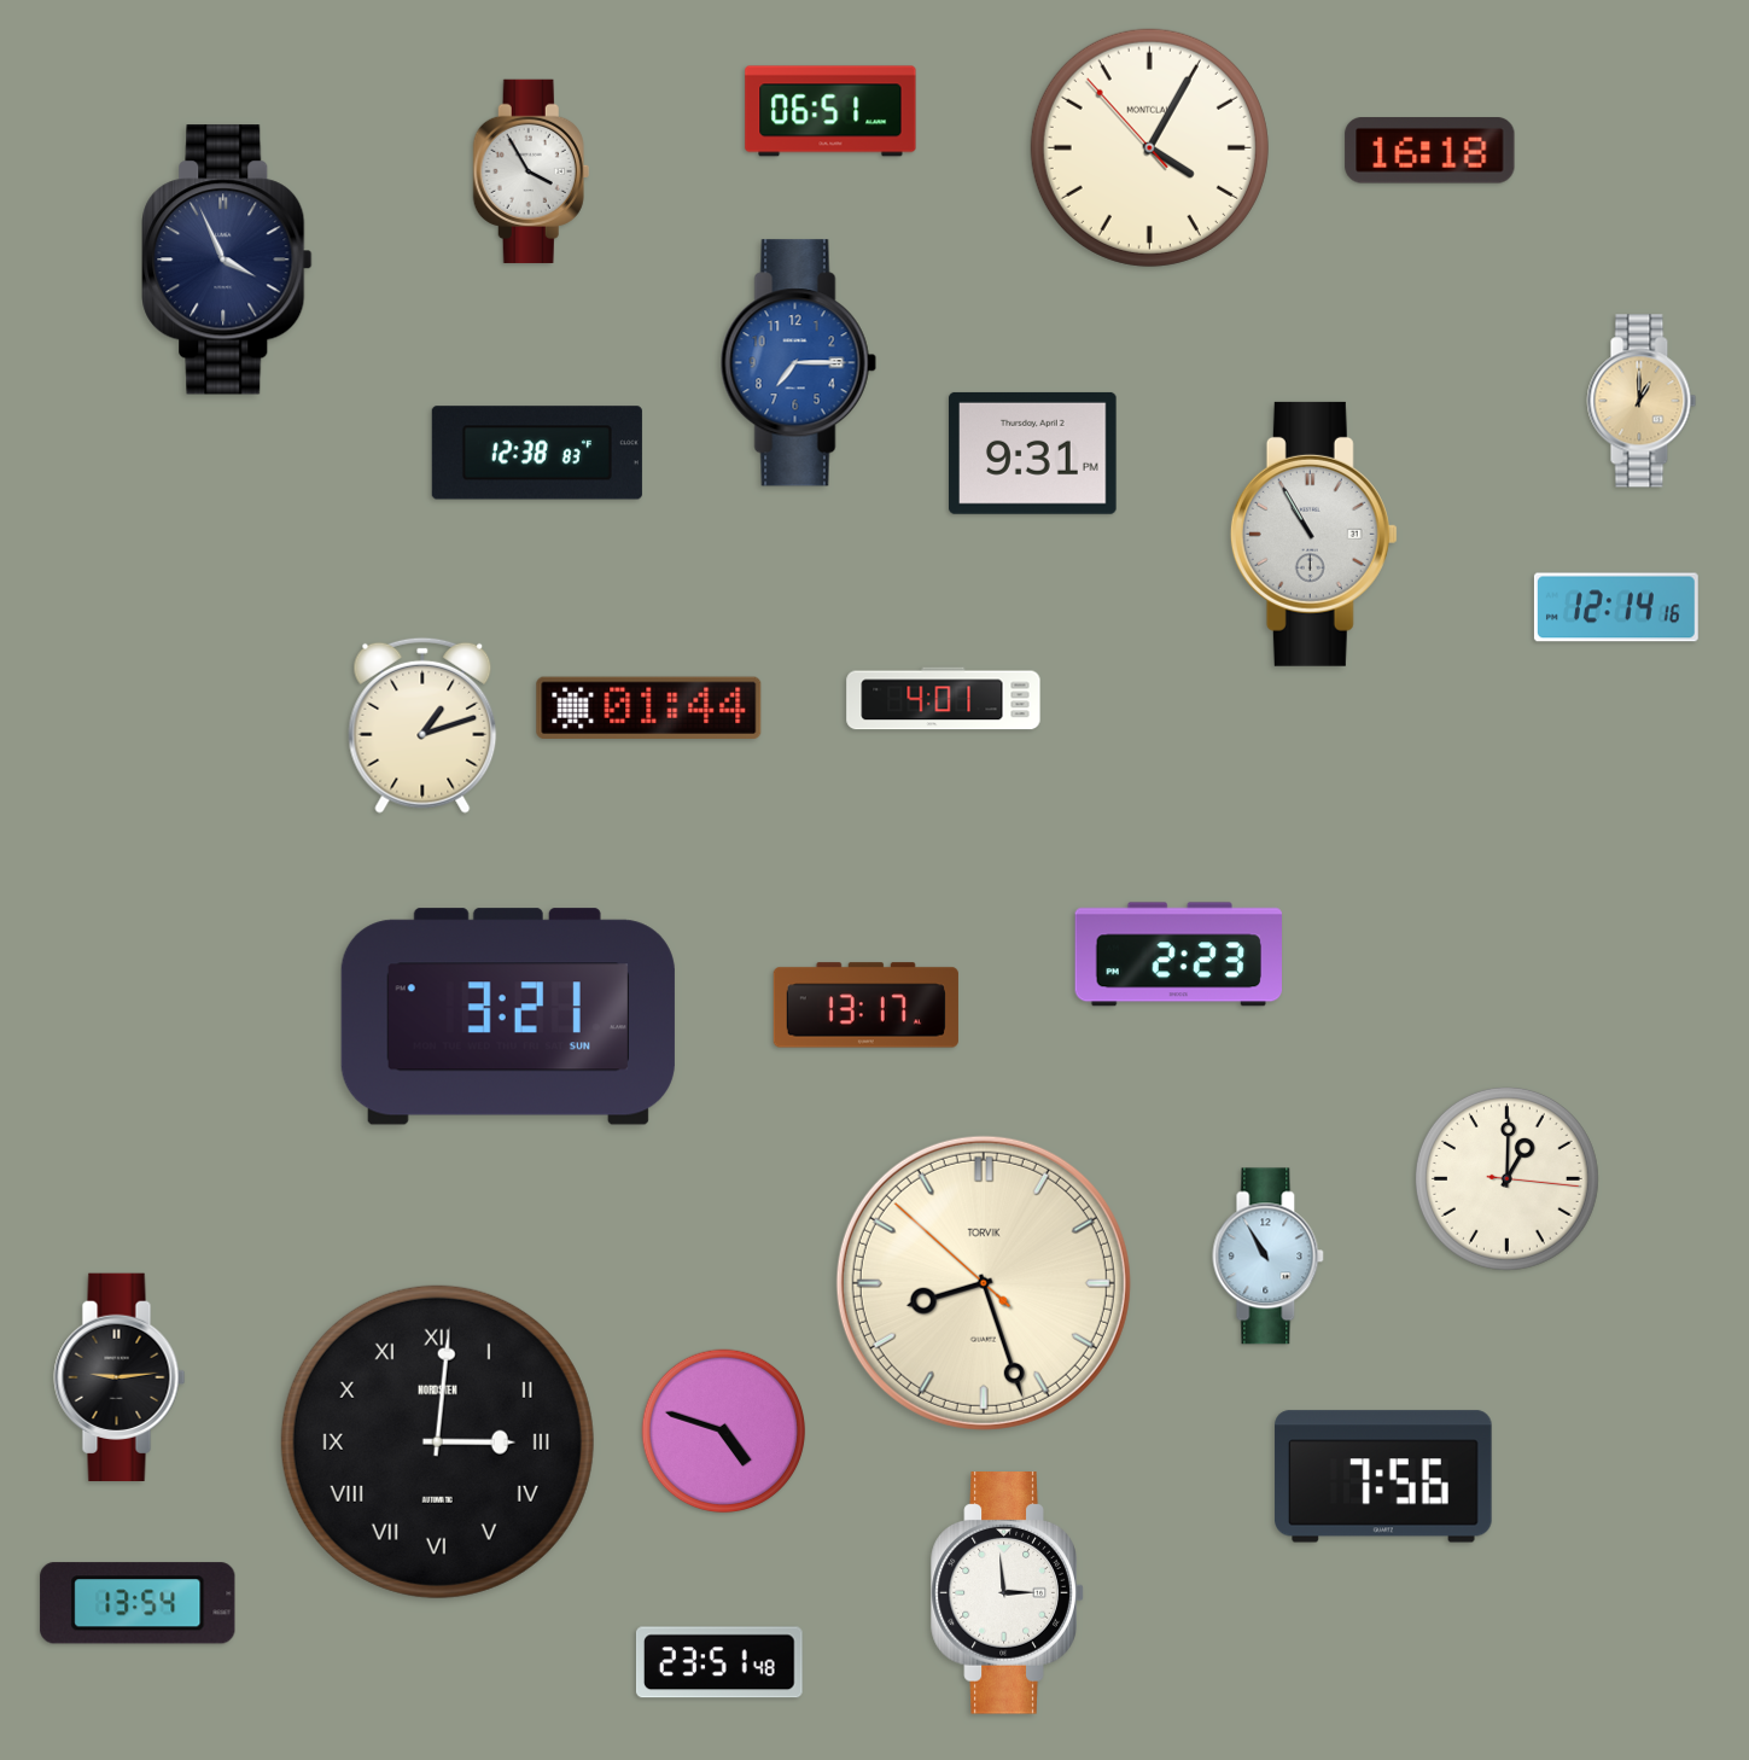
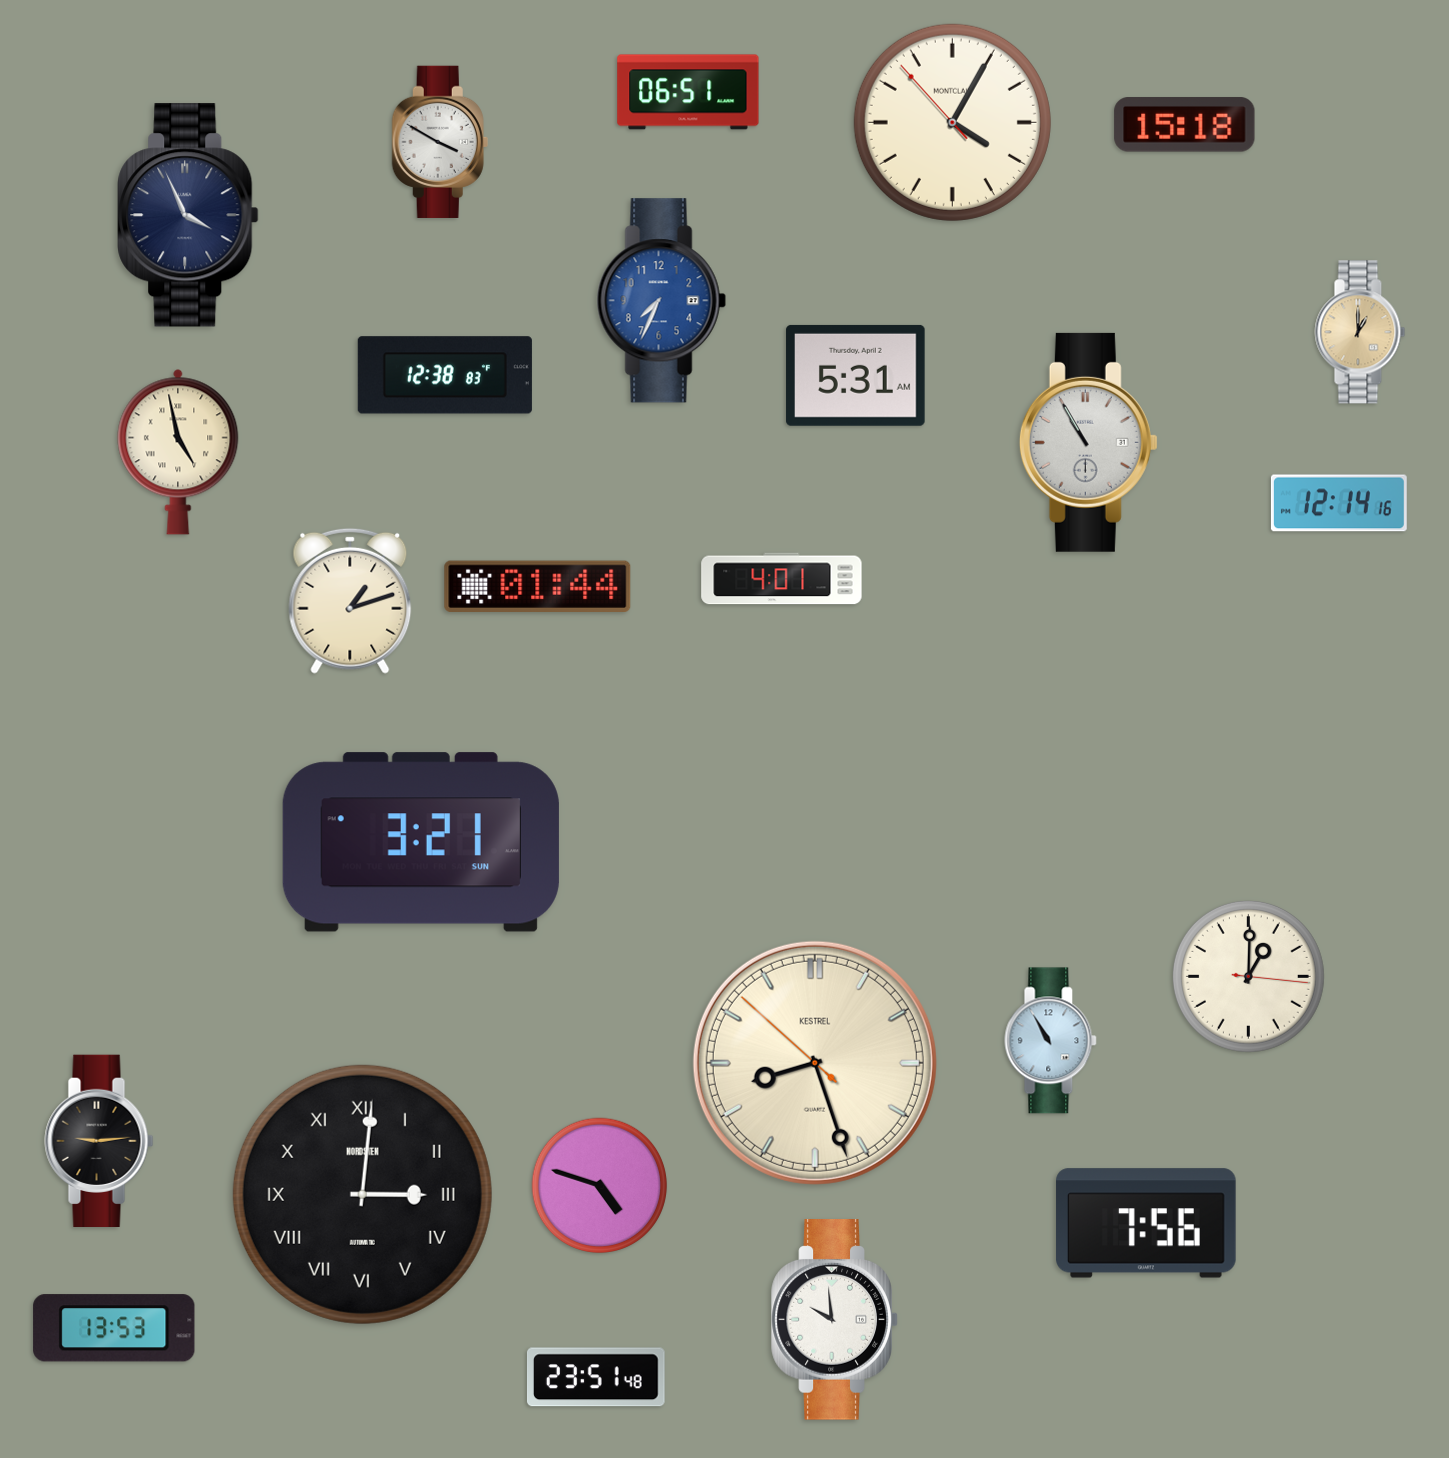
clock at (1430, 151): 16:18 -> 15:18
clock at (531, 171): 3:55 -> 3:50
clock at (798, 363): 7:15 -> 7:34
clock at (1033, 453): 9:31 -> 5:31
clock at (178, 452): none -> 4:58
clock at (1179, 955): 2:23 -> none
clock at (865, 1006): 13:17 -> none
clock at (984, 1283) brand: TORVIK -> KESTREL
clock at (1008, 1593): 2:59 -> 9:59
clock at (138, 1603): 13:54 -> 13:53
